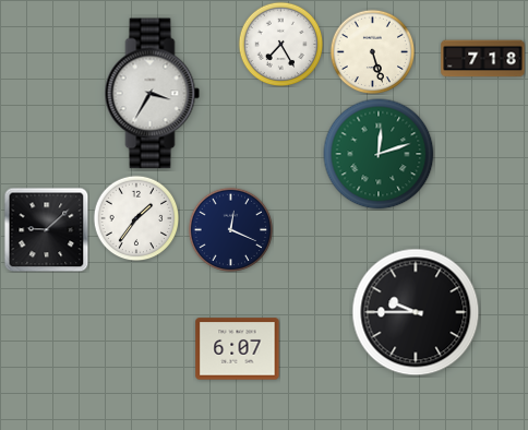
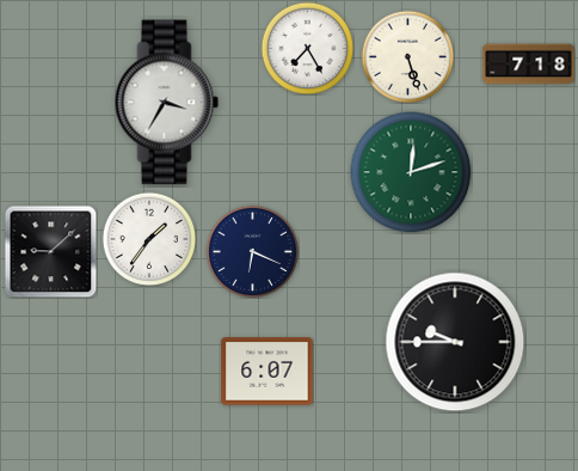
clock at (379, 154) position: (379, 154) -> (411, 172)
clock at (230, 229): 12:19 -> 6:19
clock at (238, 349) position: (238, 349) -> (268, 372)
